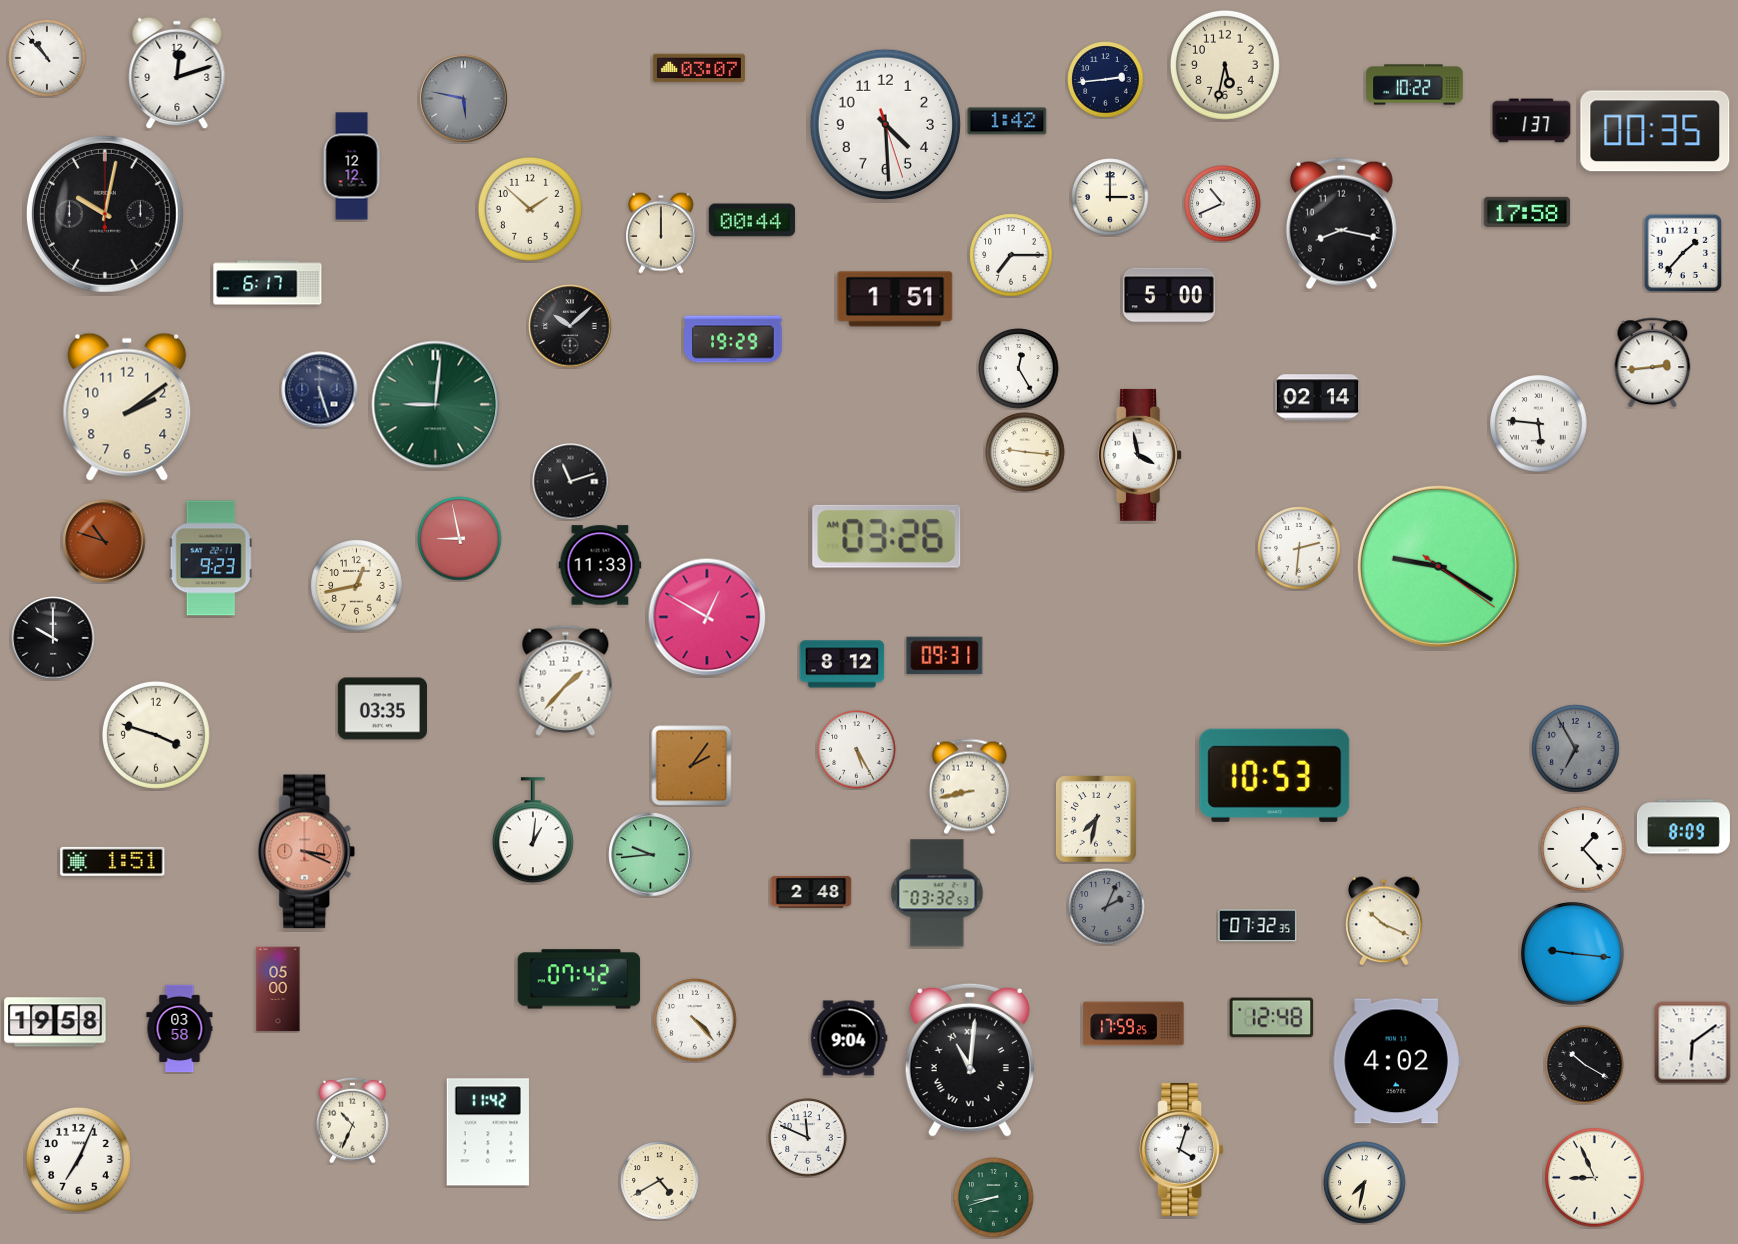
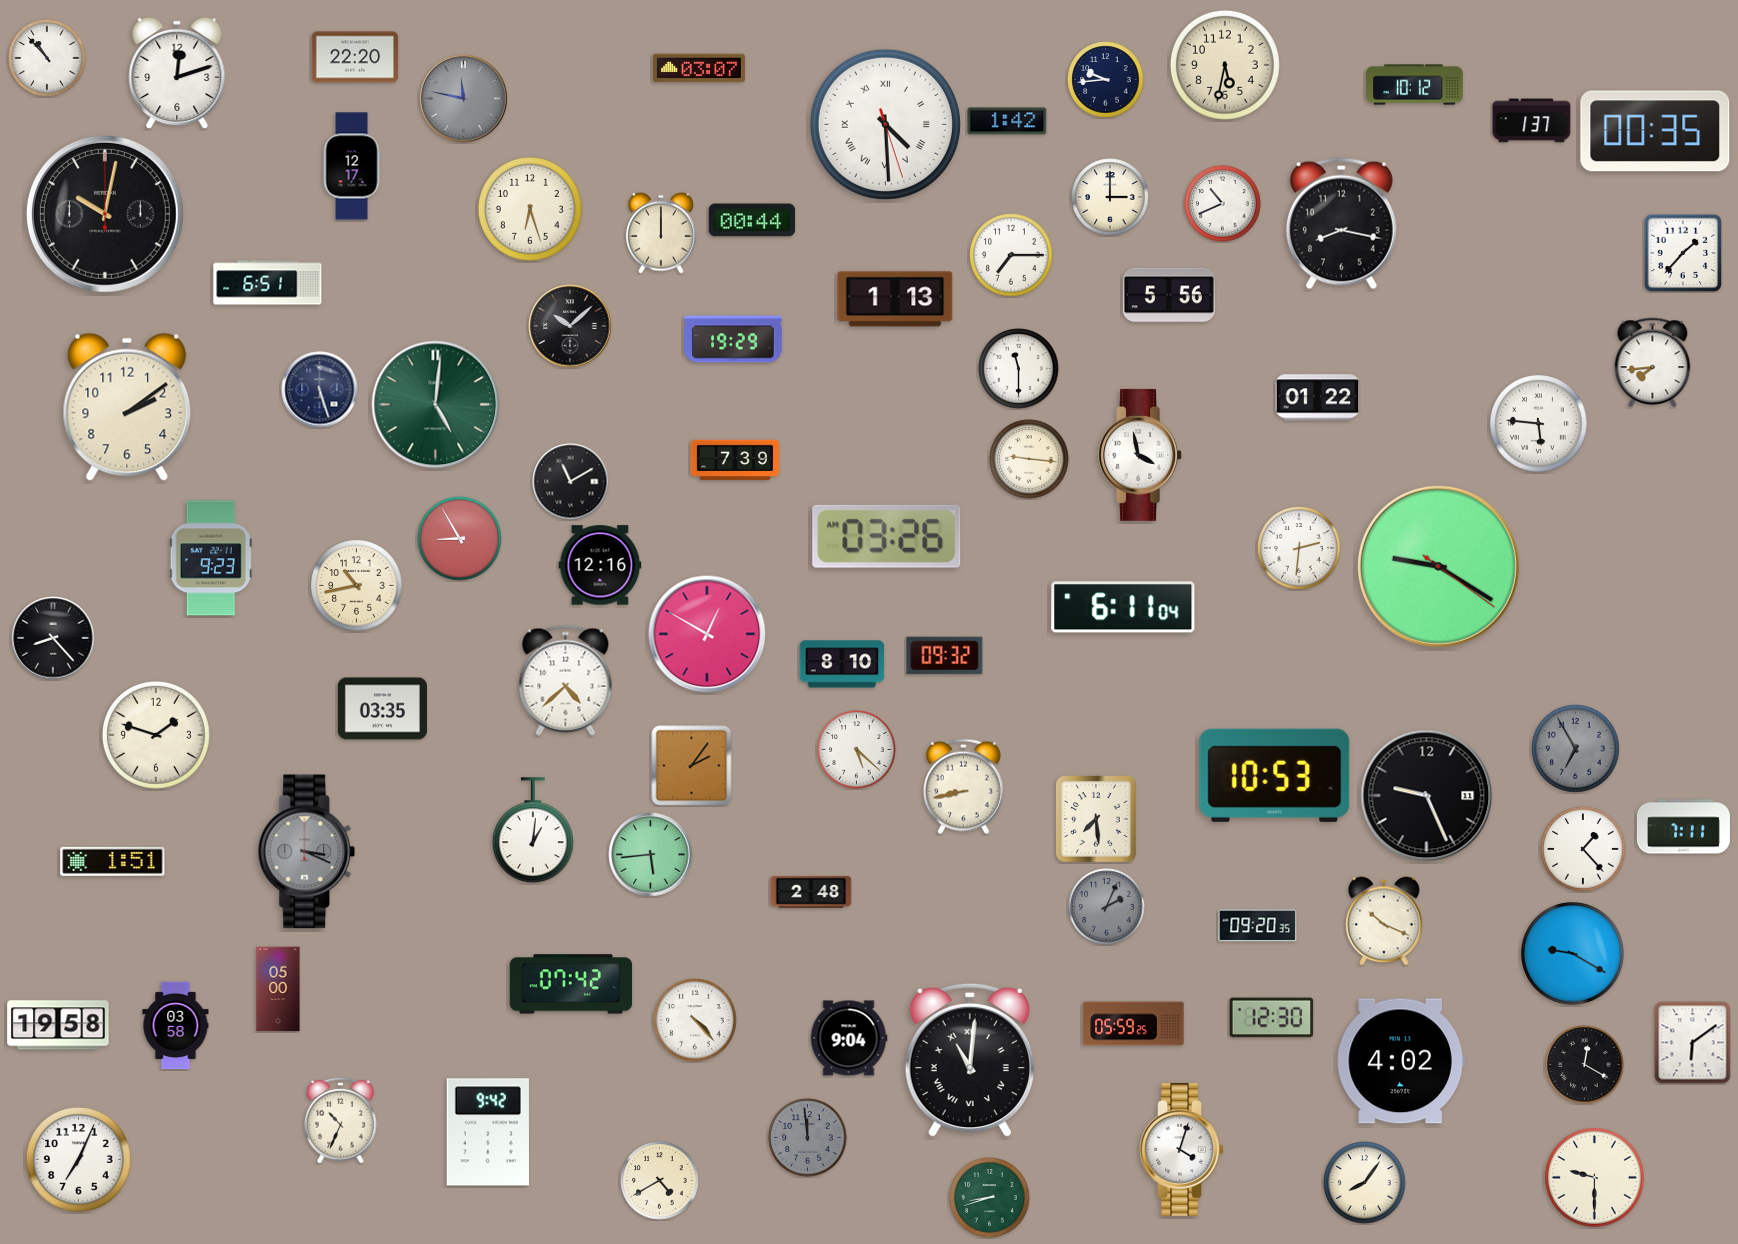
clock at (355, 57): none -> 22:20
clock at (1106, 80): 2:44 -> 9:44
clock at (1415, 85): 10:22 -> 10:12
clock at (464, 99): 5:47 -> 11:47
clock at (885, 124) numerals: Arabic -> Roman
clock at (352, 166): 12:12 -> 12:17
clock at (530, 209): 1:52 -> 6:27
clock at (1527, 212): 17:58 -> none
clock at (268, 283): 6:17 -> 6:51
clock at (1169, 295): 5:00 -> 5:56
clock at (895, 299): 1:51 -> 1:13
clock at (1653, 362): 2:44 -> 7:44
clock at (1019, 369): 12:25 -> 11:30
clock at (1318, 398): 02:14 -> 01:22
clock at (436, 405): 9:01 -> 5:01
clock at (1025, 452) position: (1025, 452) -> (1029, 459)
clock at (735, 460): none -> 7:39
clock at (571, 482): 11:12 -> 11:10
clock at (460, 539): 8:58 -> 8:55
clock at (104, 541): 10:48 -> none
clock at (600, 565): 11:33 -> 12:16
clock at (357, 586): 12:43 -> 10:43
clock at (1123, 607): none -> 6:11
clock at (707, 617) position: (707, 617) -> (707, 634)
clock at (53, 638): 10:00 -> 8:23
clock at (945, 656): 09:31 -> 09:32
clock at (842, 664): 8:12 -> 8:10
clock at (566, 680): 1:37 -> 4:38
clock at (156, 735): 3:48 -> 1:48
clock at (857, 750): 5:25 -> 5:22
clock at (969, 787) position: (969, 787) -> (963, 787)
clock at (1427, 796): none -> 9:26
clock at (1097, 820): 7:32 -> 7:29
clock at (1683, 827): 8:09 -> 7:11
clock at (307, 852) dial: salmon -> grey
clock at (651, 855): 9:44 -> 5:44
clock at (937, 893): 03:32 -> none
clock at (1258, 926): 07:32 -> 09:20
clock at (1573, 954): 9:16 -> 9:20
clock at (579, 979) position: (579, 979) -> (571, 984)
clock at (1272, 1018): 12:48 -> 12:30
clock at (55, 1022) position: (55, 1022) -> (58, 1025)
clock at (1134, 1024): 17:59 -> 05:59
clock at (180, 1029) position: (180, 1029) -> (176, 1026)
clock at (1397, 1061) position: (1397, 1061) -> (1401, 1061)
clock at (1585, 1065): 10:20 -> 12:20
clock at (353, 1120) position: (353, 1120) -> (341, 1120)
clock at (488, 1132): 11:42 -> 9:42
clock at (808, 1138): 11:49 -> 11:59
clock at (808, 1138) dial: white -> grey
clock at (1595, 1178): 8:56 -> 9:30
clock at (1365, 1183): 7:32 -> 8:06
clock at (994, 1198) position: (994, 1198) -> (990, 1198)
